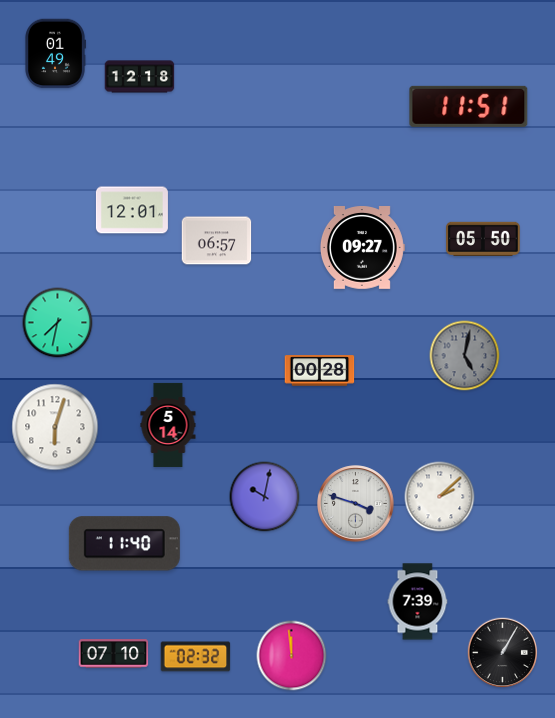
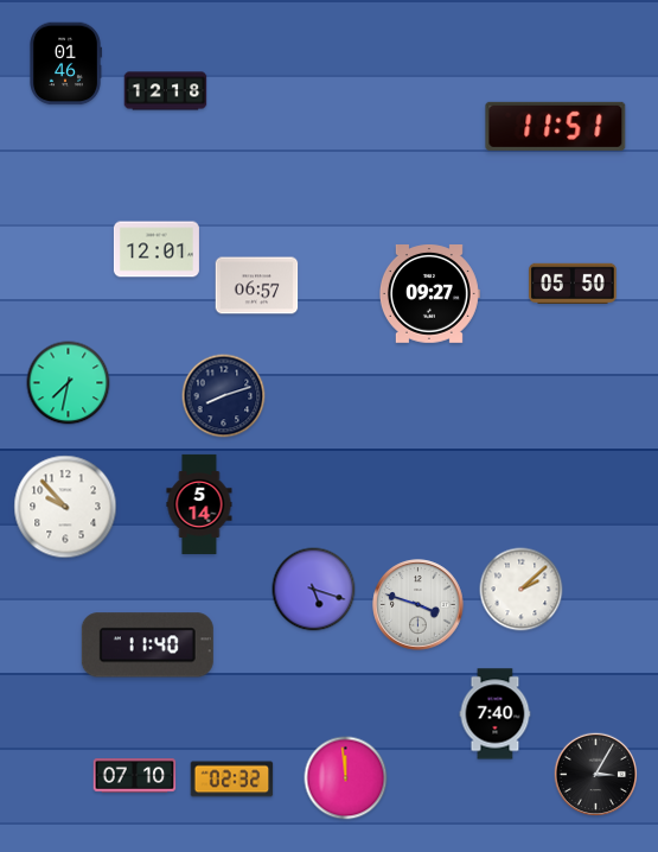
clock at (55, 54): 01:49 -> 01:46
clock at (224, 396): none -> 8:12
clock at (465, 356): 5:02 -> none
clock at (320, 371): 00:28 -> none
clock at (55, 427): 6:03 -> 9:53
clock at (265, 497): 10:02 -> 5:18
clock at (356, 504) position: (356, 504) -> (419, 605)
clock at (418, 602): 7:39 -> 7:40
clock at (503, 653): 1:05 -> 3:05
